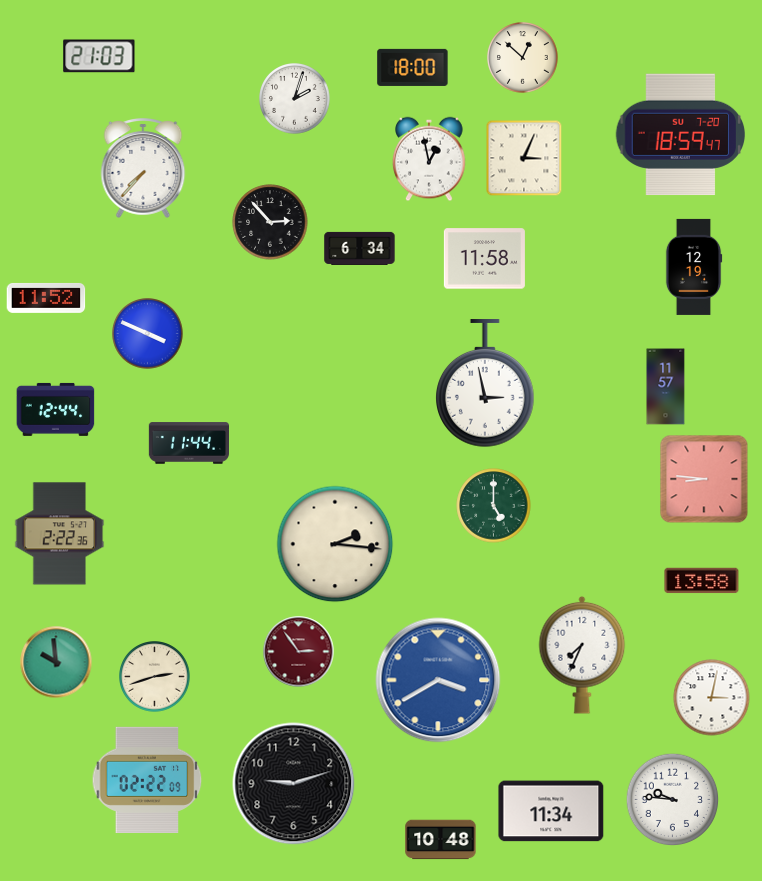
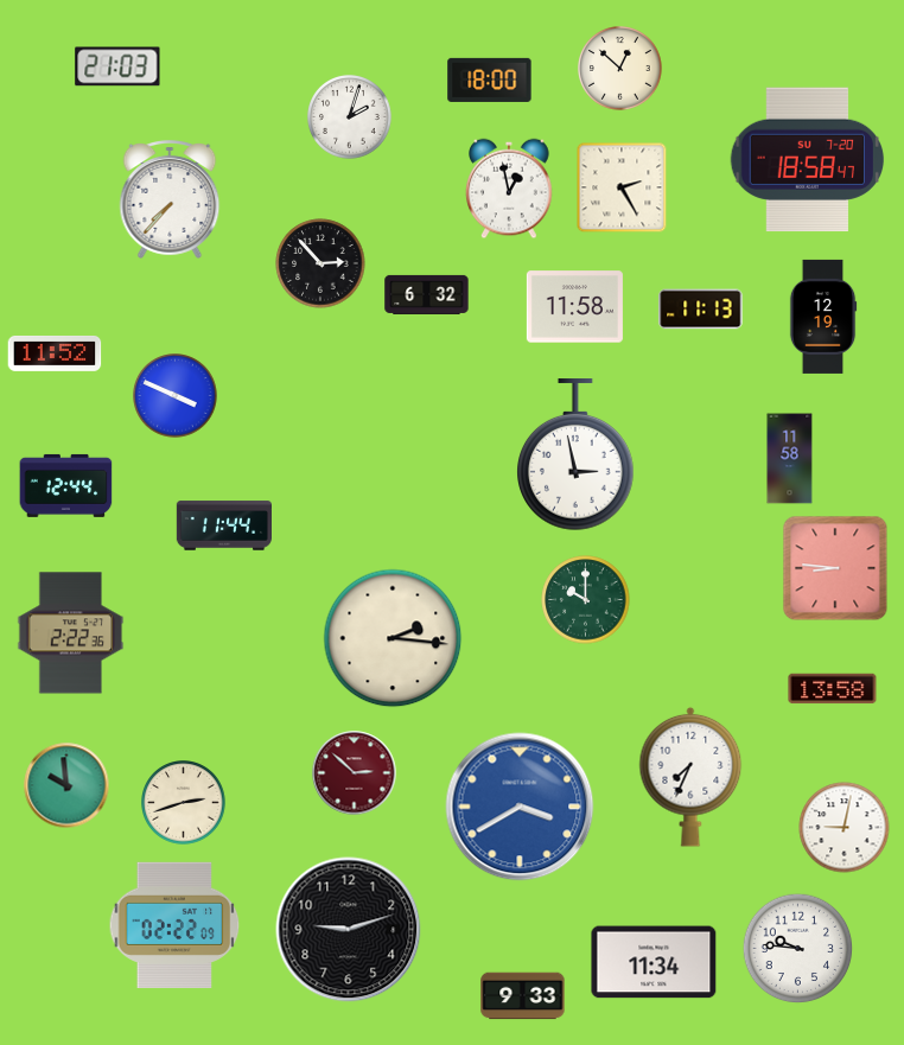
clock at (680, 135): 18:59 -> 18:58
clock at (524, 158): 3:04 -> 2:25
clock at (360, 248): 6:34 -> 6:32
clock at (701, 310): none -> 11:13
clock at (666, 387): 11:57 -> 11:58
clock at (494, 506): 5:00 -> 10:00
clock at (335, 544) position: (335, 544) -> (393, 638)
clock at (299, 652): 2:54 -> 2:52
clock at (712, 698): 3:02 -> 9:02
clock at (441, 840): 10:48 -> 9:33
